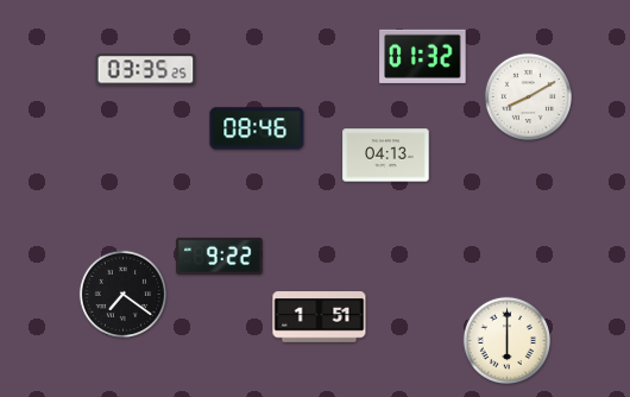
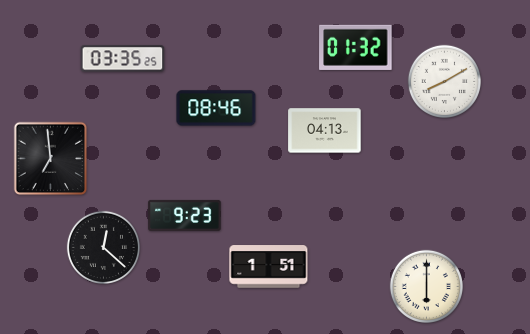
clock at (51, 159): none -> 6:59
clock at (220, 256): 9:22 -> 9:23
clock at (122, 294): 7:21 -> 12:22
